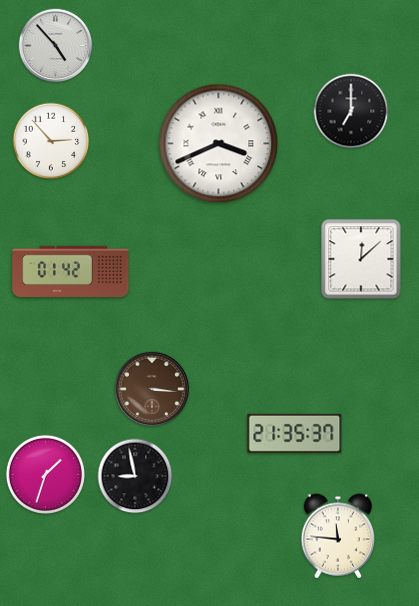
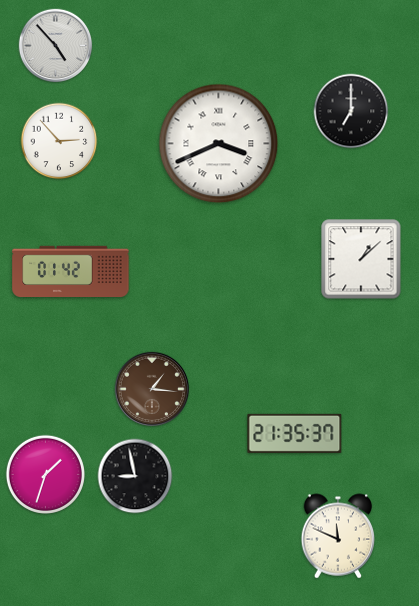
clock at (51, 141) position: (51, 141) -> (59, 141)
clock at (361, 259): 12:08 -> 1:08
clock at (151, 388): 3:16 -> 1:16
clock at (338, 536): 11:46 -> 11:49
